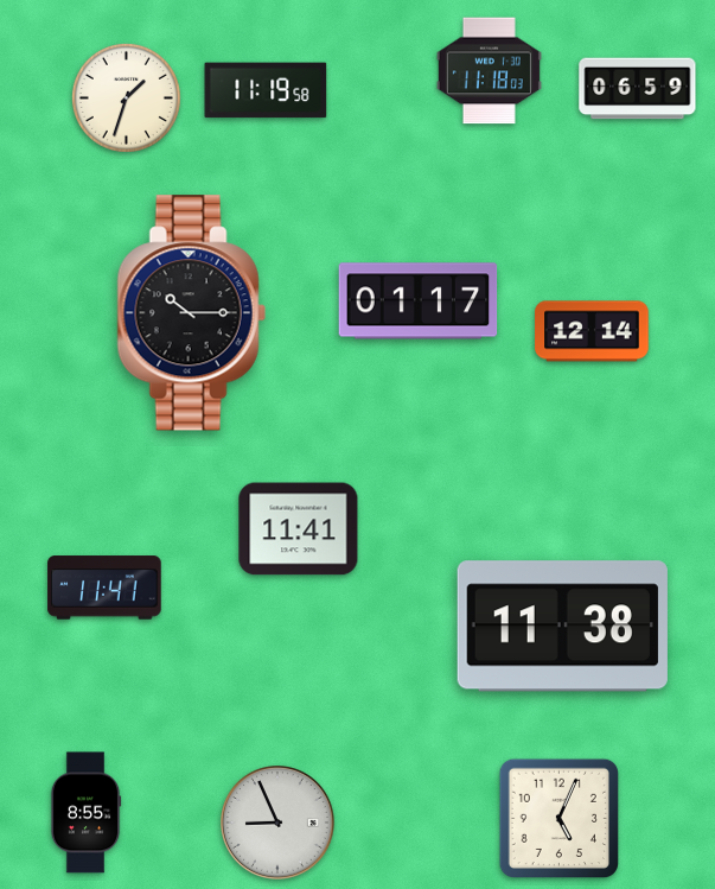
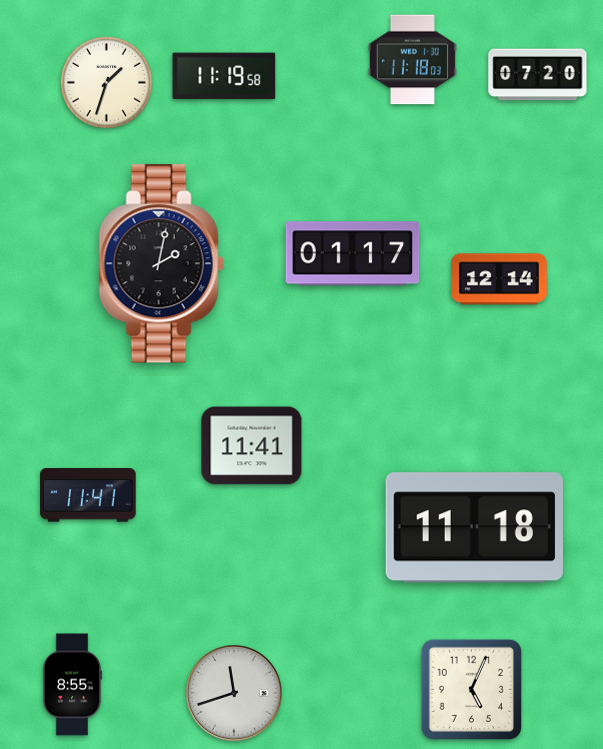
clock at (638, 89): 06:59 -> 07:20
clock at (191, 313): 10:15 -> 2:02
clock at (562, 627): 11:38 -> 11:18
clock at (279, 824): 8:56 -> 11:42
